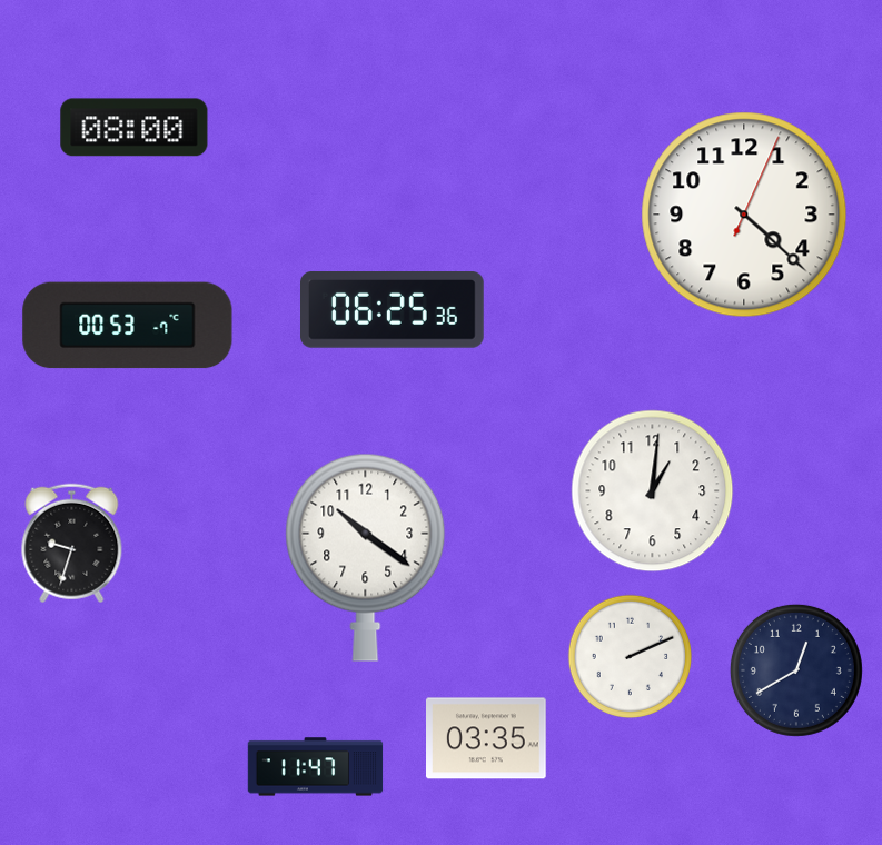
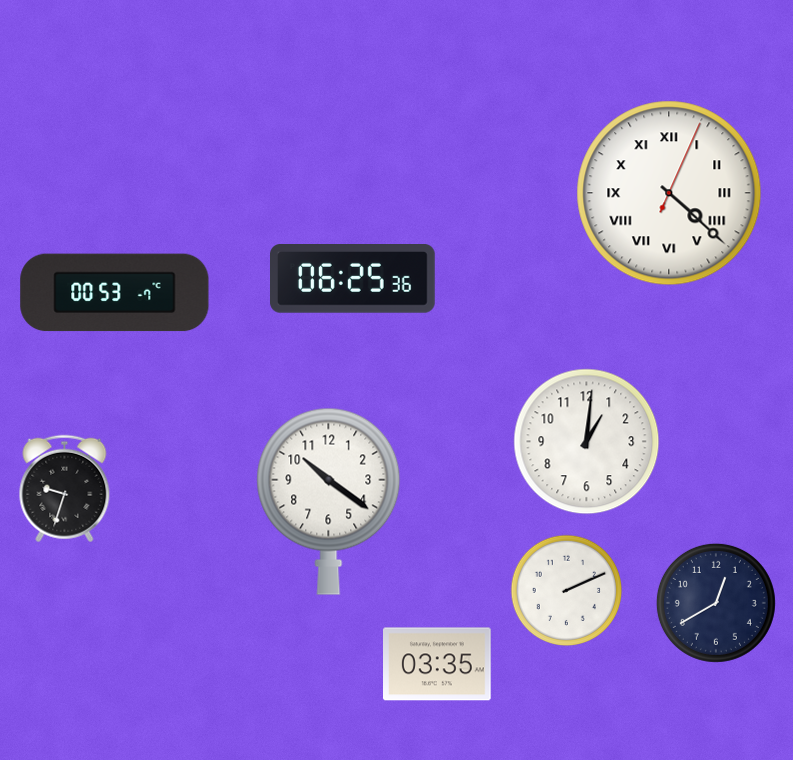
clock at (135, 128): 08:00 -> none
clock at (744, 215) numerals: Arabic -> Roman
clock at (316, 767): 11:47 -> none
